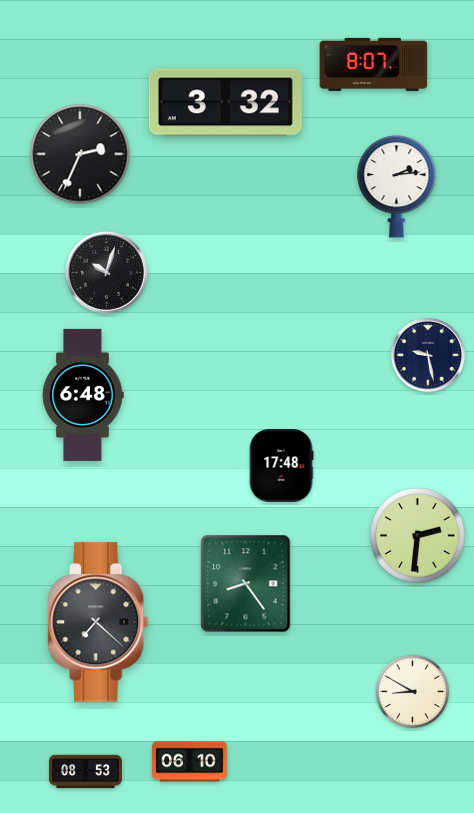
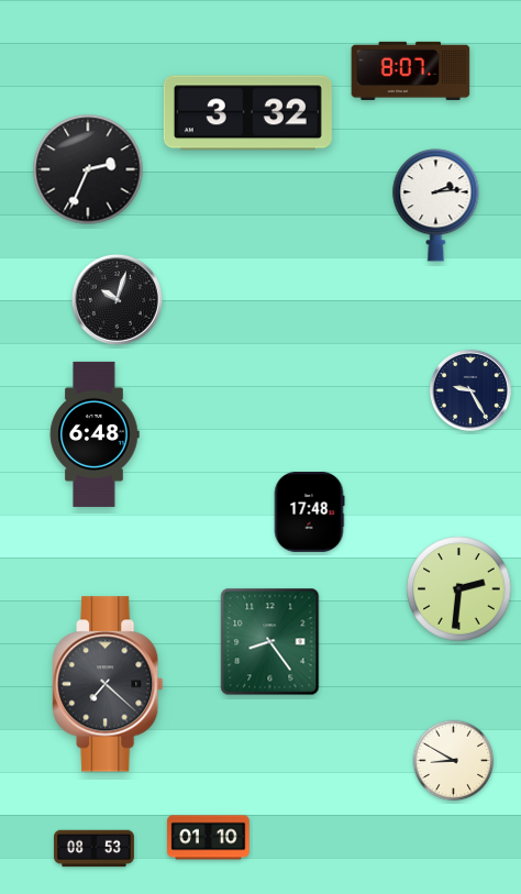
clock at (428, 355): 9:28 -> 9:25
clock at (83, 395) position: (83, 395) -> (95, 434)
clock at (190, 762): 06:10 -> 01:10
